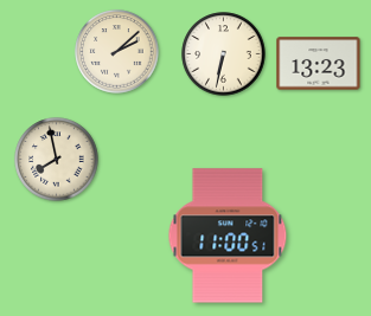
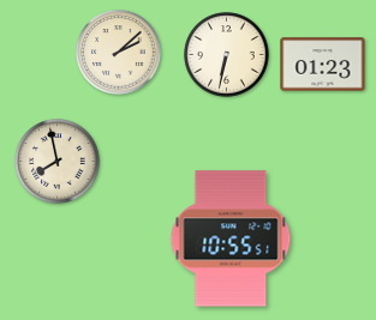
clock at (319, 64): 13:23 -> 01:23
clock at (228, 236): 11:00 -> 10:55
